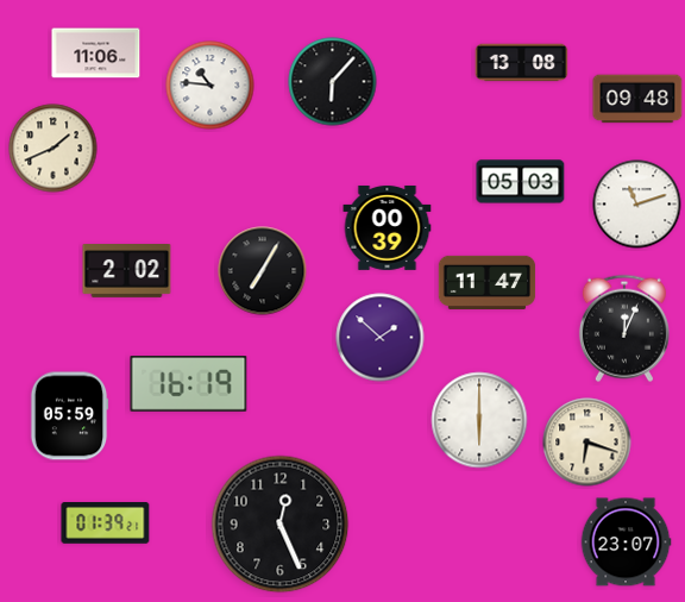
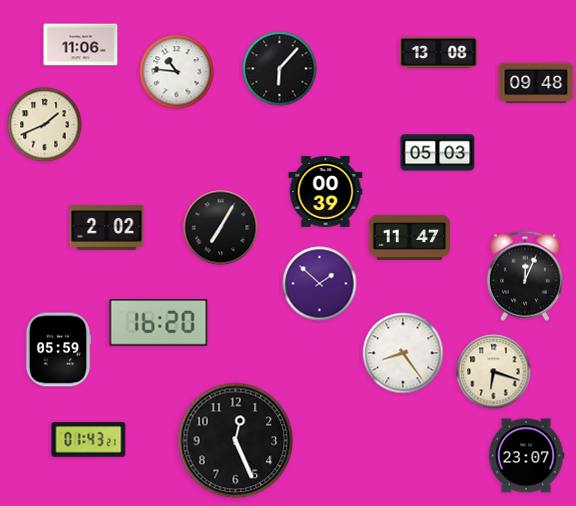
clock at (637, 205): 11:12 -> none
clock at (189, 384): 16:19 -> 16:20
clock at (479, 420): 6:00 -> 8:24
clock at (106, 523): 01:39 -> 01:43
